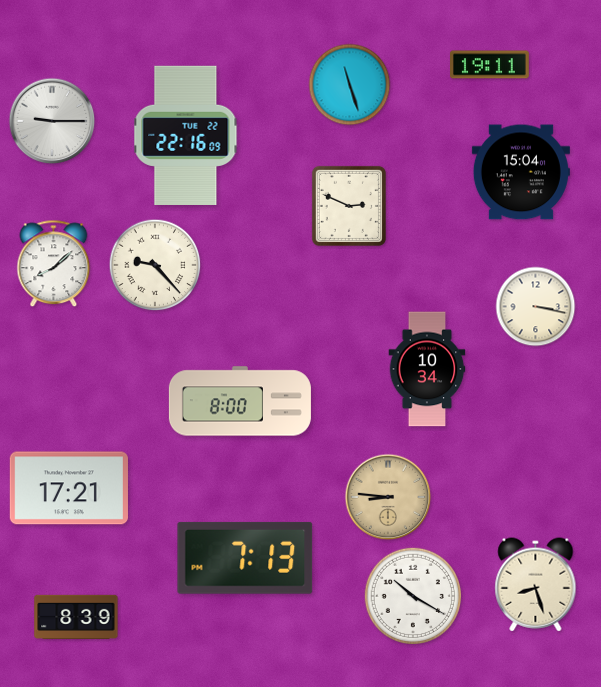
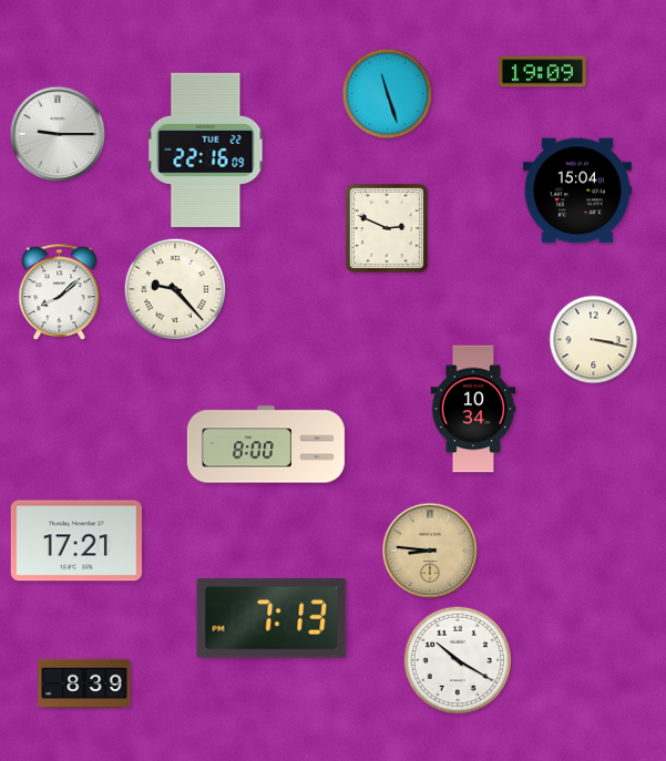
clock at (490, 65): 19:11 -> 19:09
clock at (155, 265) position: (155, 265) -> (175, 289)
clock at (536, 585): 8:27 -> none
